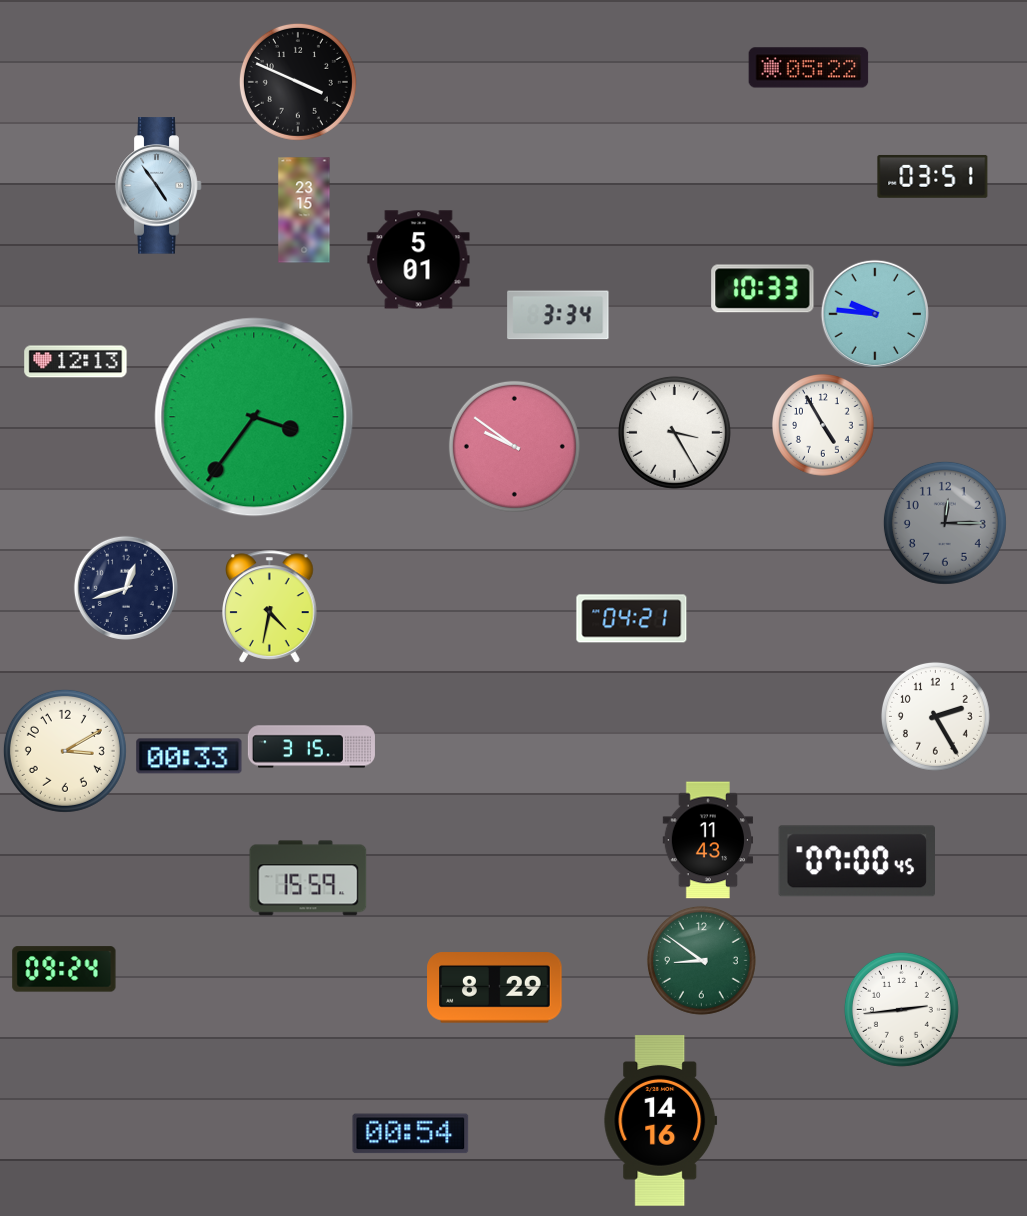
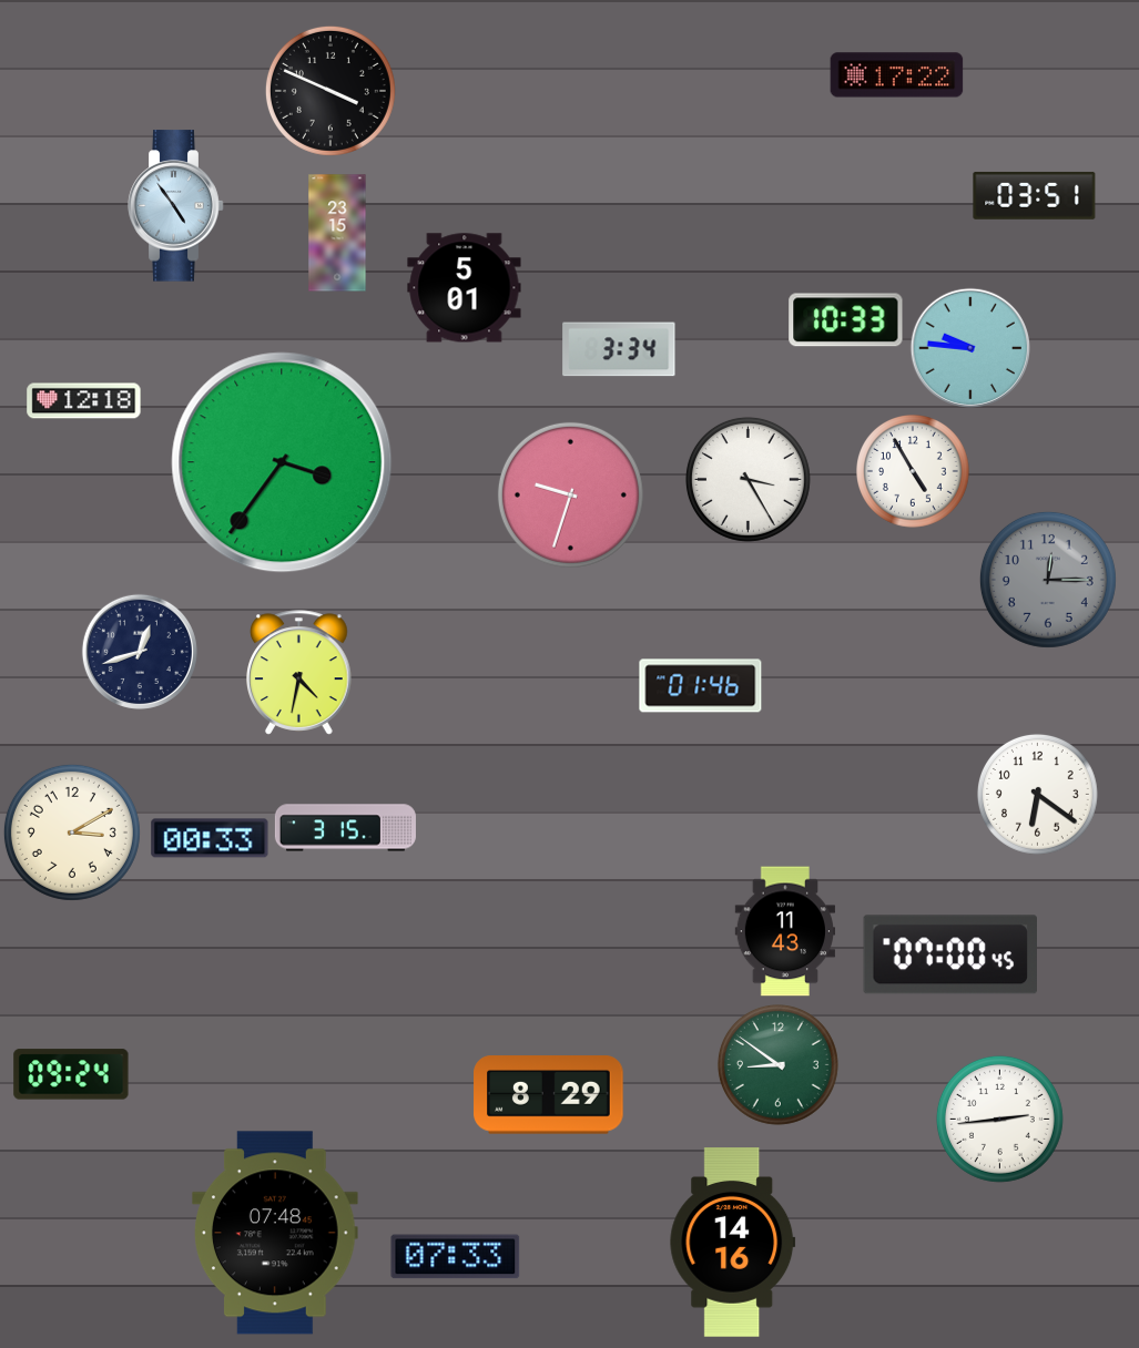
clock at (809, 68): 05:22 -> 17:22
clock at (76, 362): 12:13 -> 12:18
clock at (514, 446): 9:51 -> 9:33
clock at (632, 619): 04:21 -> 01:46
clock at (935, 716): 2:25 -> 6:21
clock at (308, 878): 15:59 -> none
clock at (276, 1233): none -> 07:48
clock at (411, 1134): 00:54 -> 07:33
